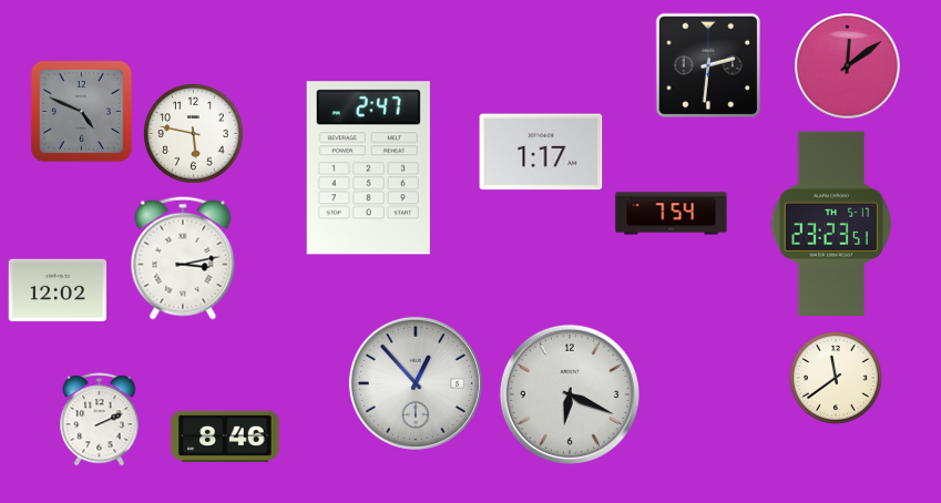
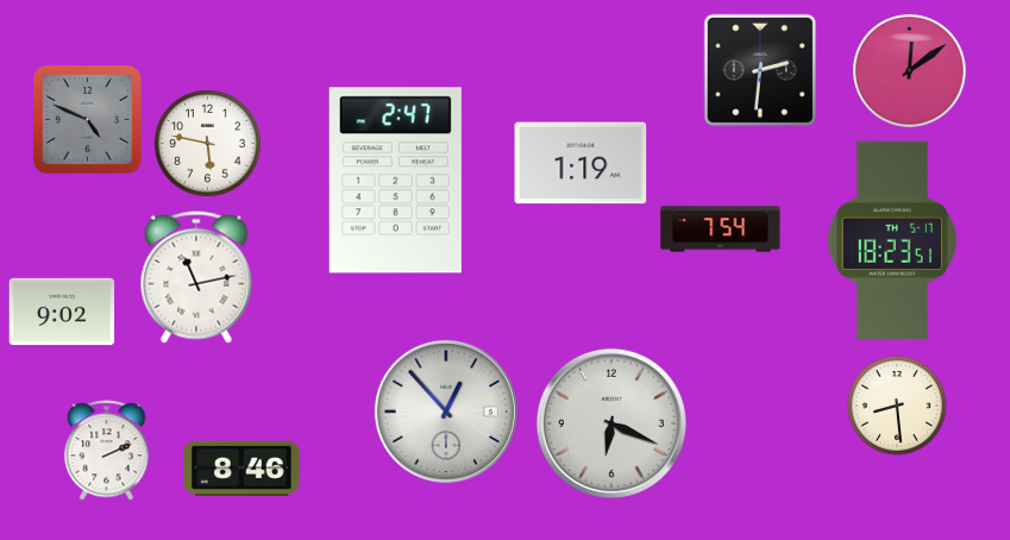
clock at (541, 152): 1:17 -> 1:19
clock at (831, 223): 23:23 -> 18:23
clock at (183, 258): 3:13 -> 11:13
clock at (58, 290): 12:02 -> 9:02
clock at (837, 379): 11:39 -> 8:29
